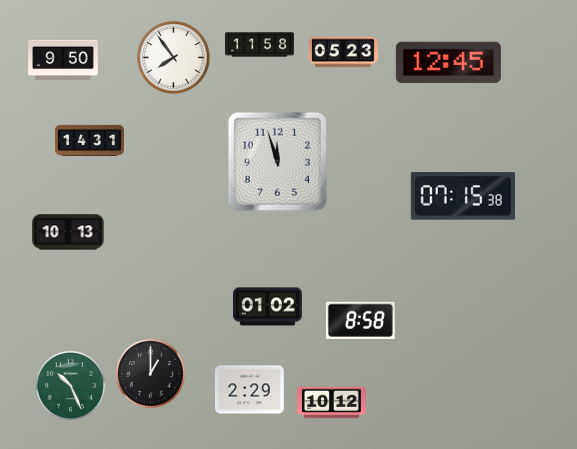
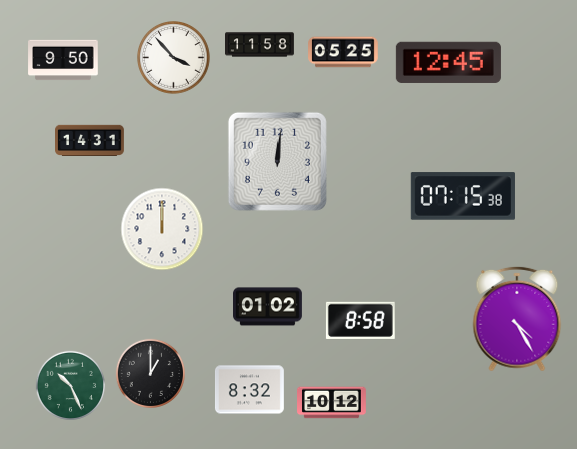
clock at (343, 52): 05:23 -> 05:25
clock at (174, 58): 7:54 -> 3:53
clock at (277, 161): 11:57 -> 12:01
clock at (162, 229): none -> 12:00
clock at (68, 232): 10:13 -> none
clock at (517, 319): none -> 4:25
clock at (249, 390): 2:29 -> 8:32
